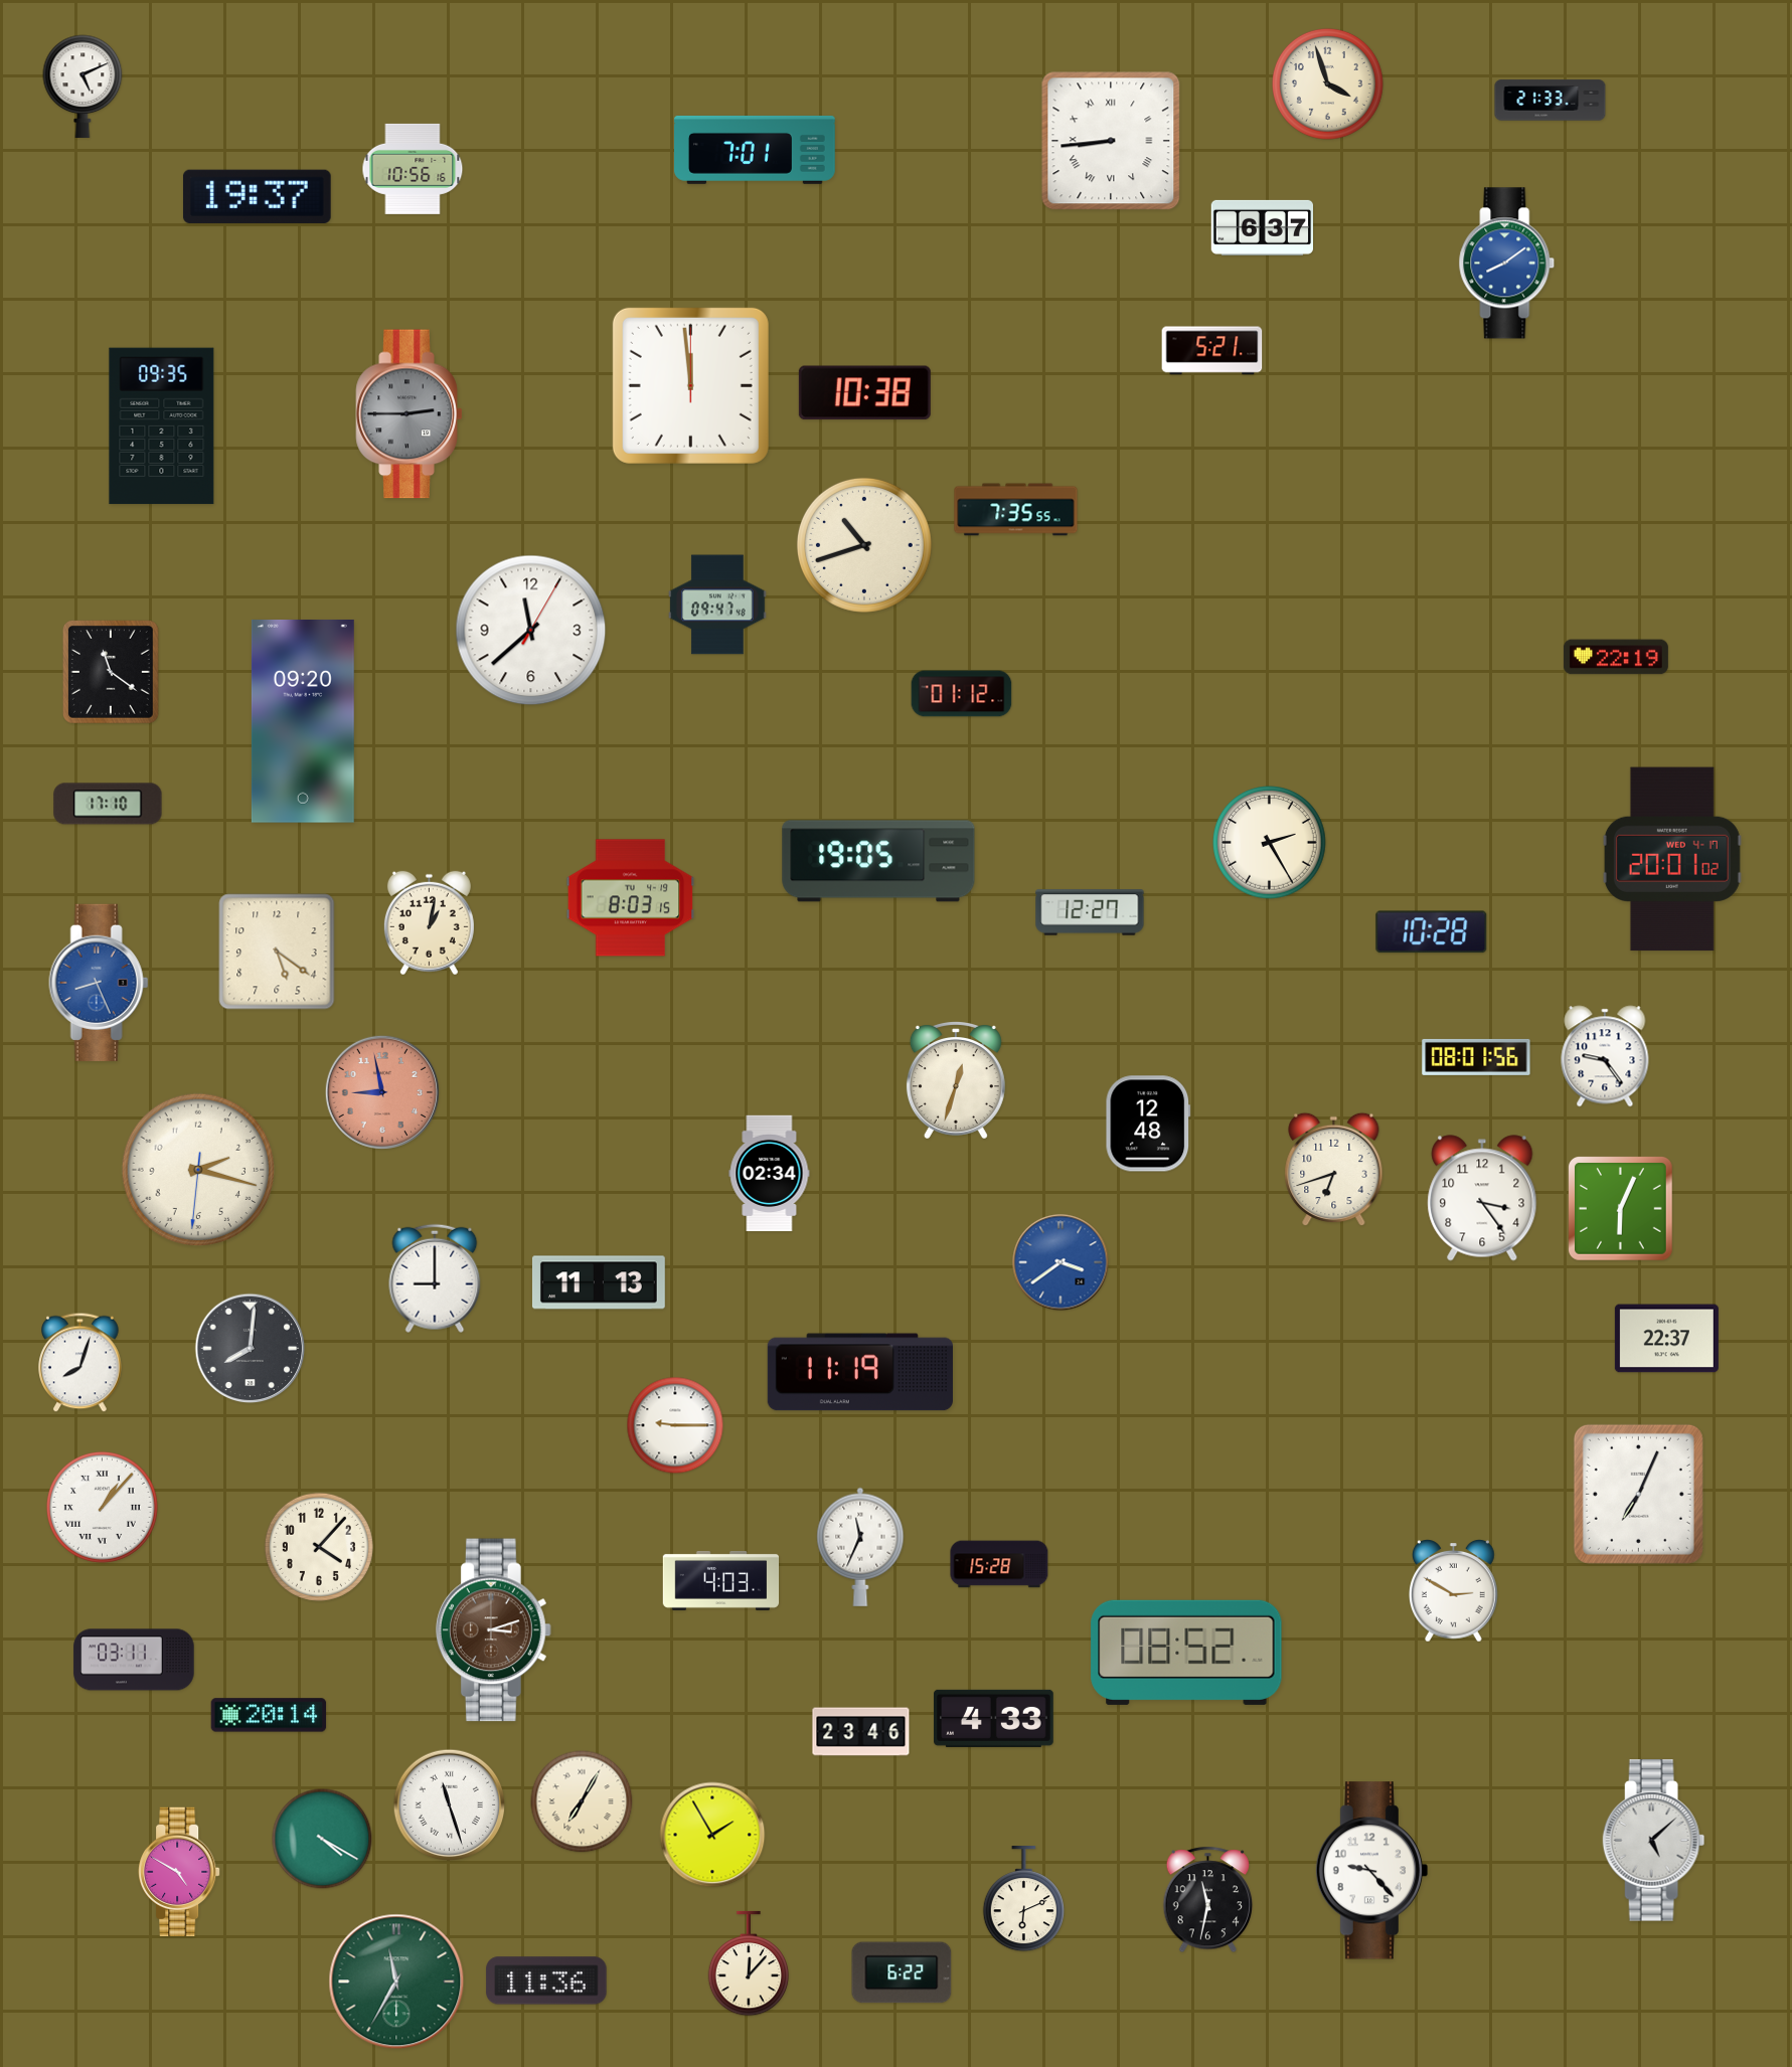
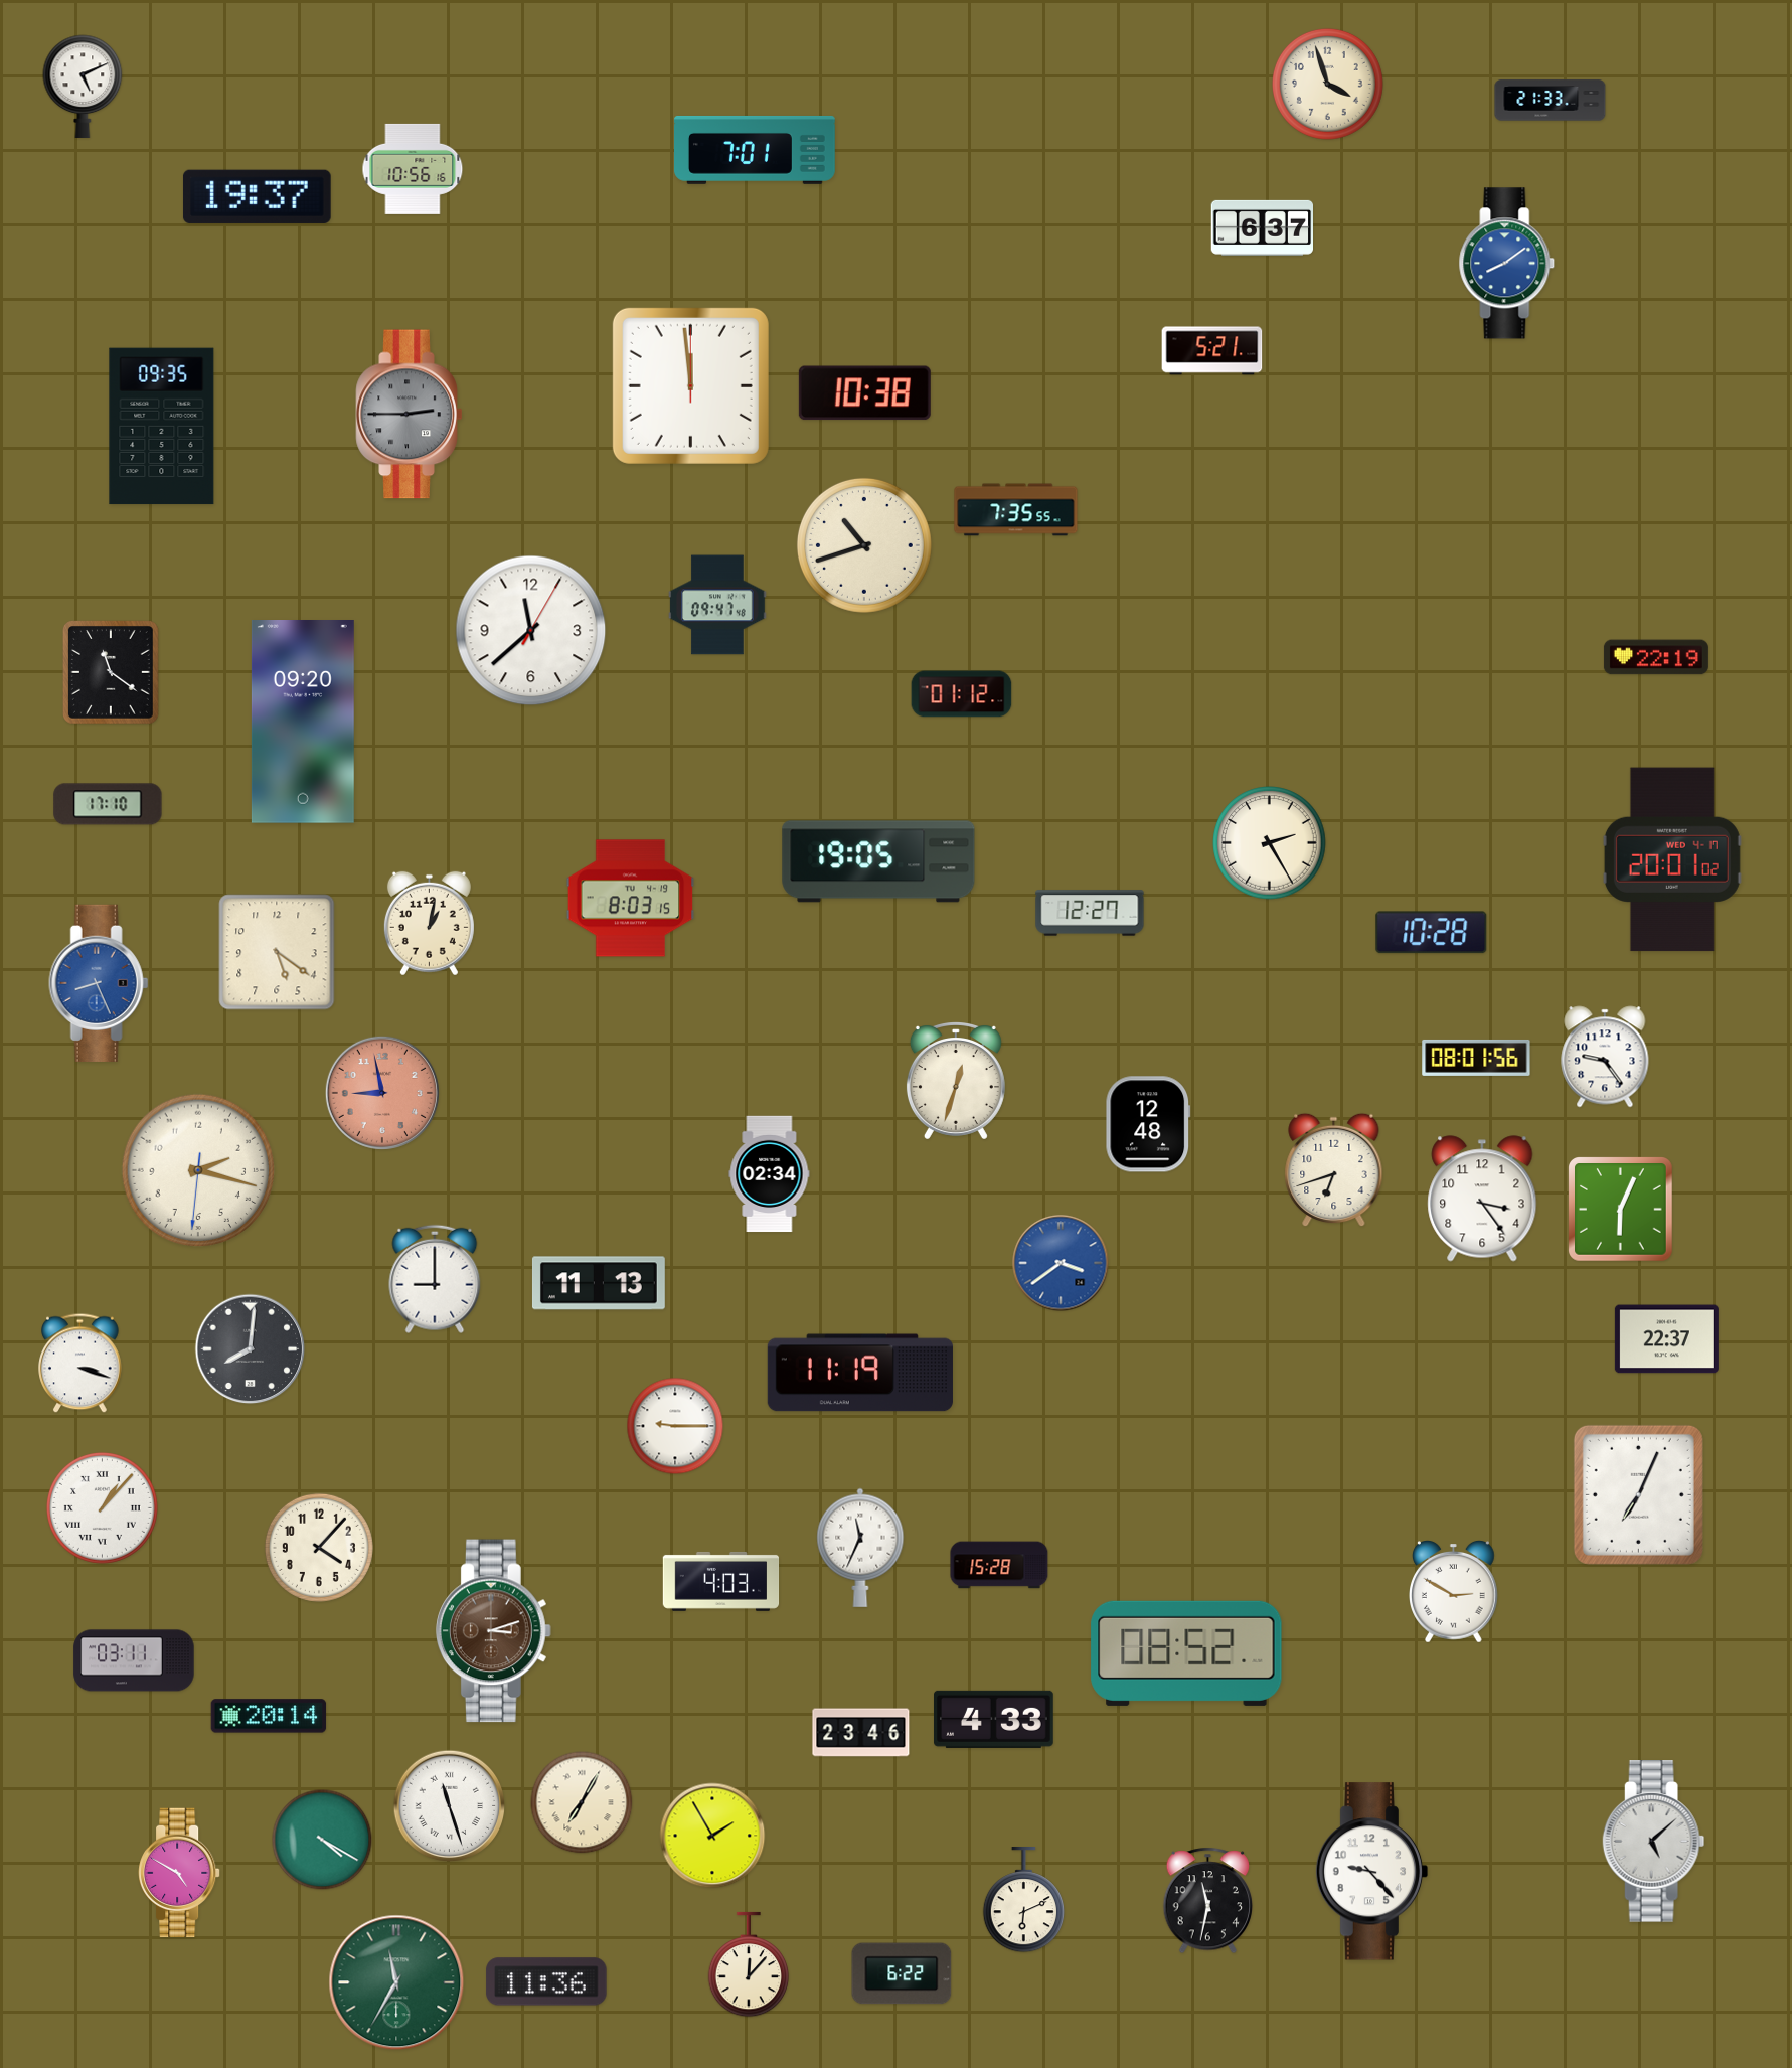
clock at (1111, 141): 8:44 -> none
clock at (1616, 657) position: (1616, 657) -> (1656, 657)
clock at (80, 1363): 8:03 -> 3:18
